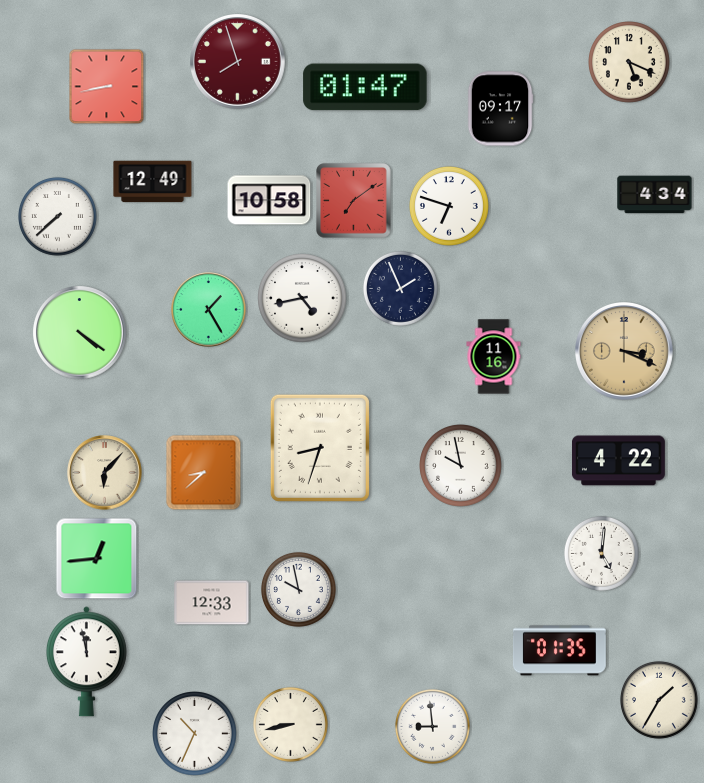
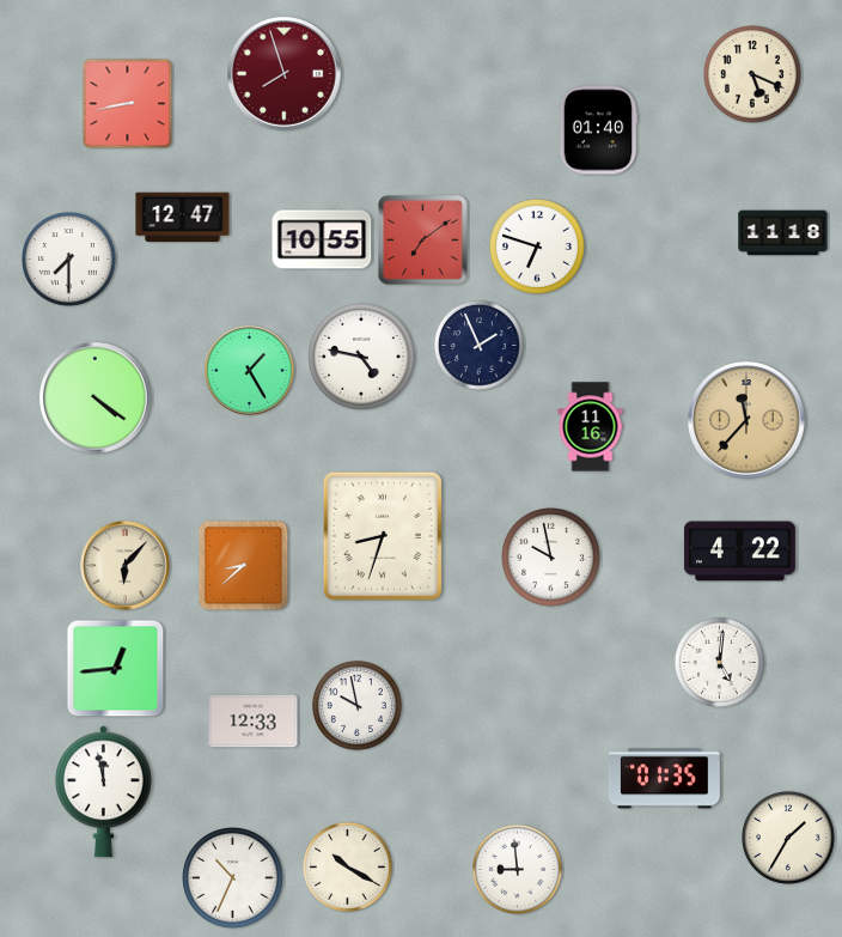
clock at (365, 87): 01:47 -> none
clock at (500, 109): 09:17 -> 01:40
clock at (153, 182): 12:49 -> 12:47
clock at (655, 195): 4:34 -> 11:18
clock at (269, 200): 10:58 -> 10:55
clock at (57, 216): 7:38 -> 7:30
clock at (302, 298): 4:43 -> 4:47
clock at (625, 352): 3:19 -> 11:37
clock at (559, 651) position: (559, 651) -> (664, 779)
clock at (290, 724): 8:43 -> 10:20
